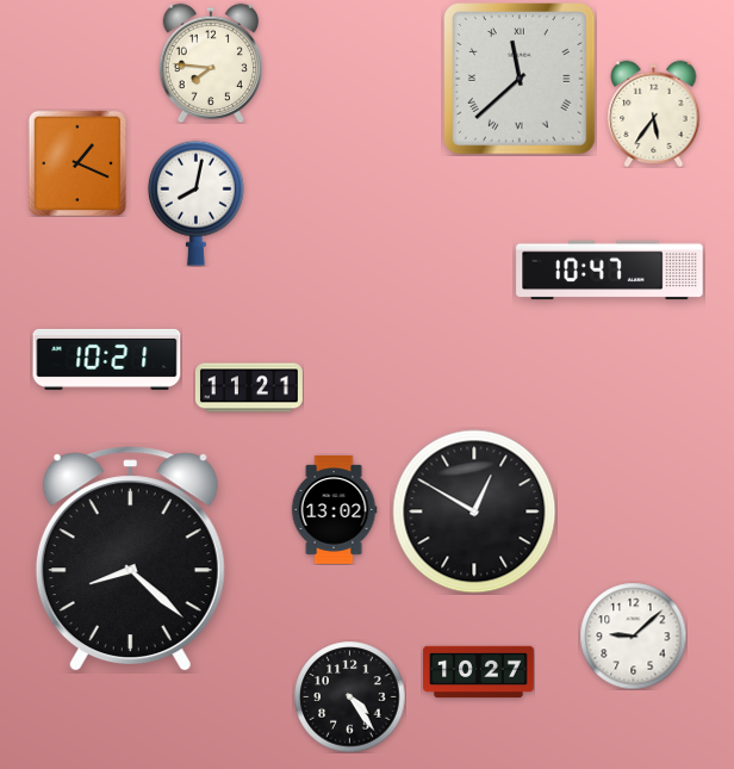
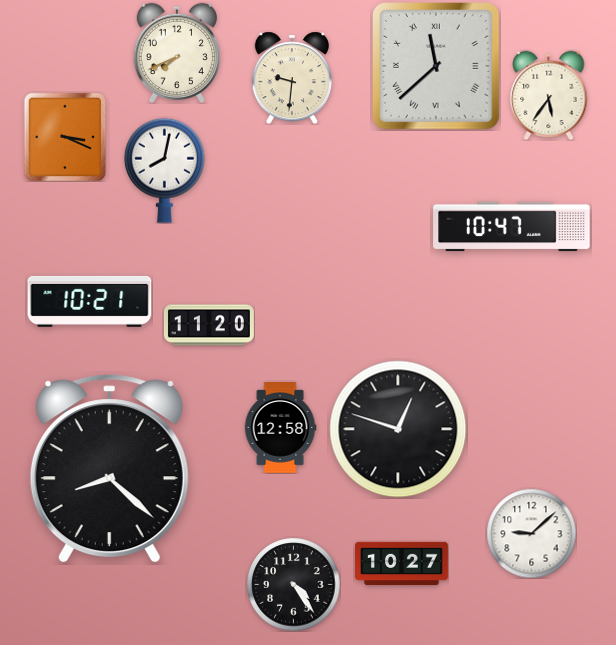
clock at (210, 63): 7:46 -> 7:41
clock at (292, 78): none -> 9:31
clock at (77, 163): 1:19 -> 3:19
clock at (249, 387): 11:21 -> 11:20
clock at (334, 509): 13:02 -> 12:58
clock at (474, 511): 12:50 -> 12:48
